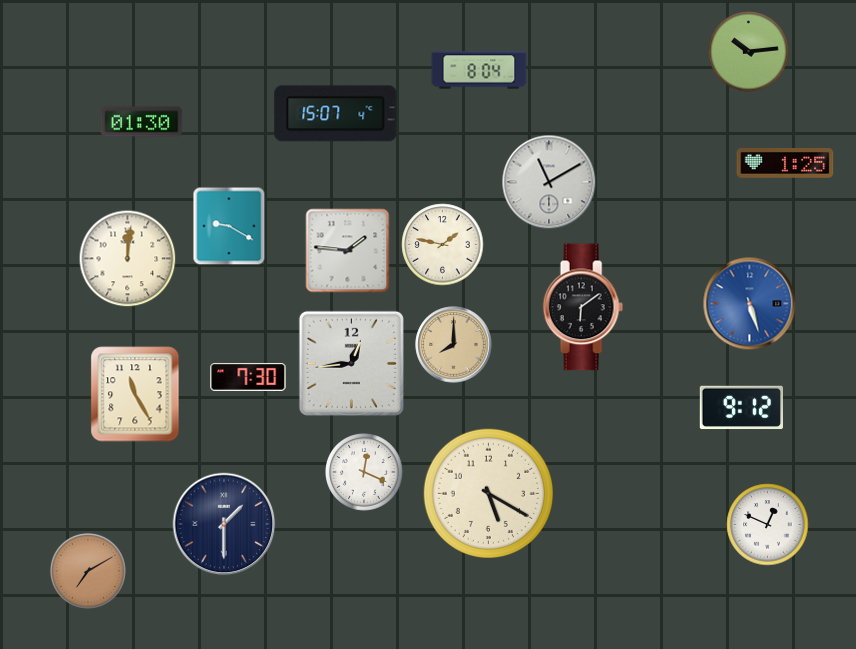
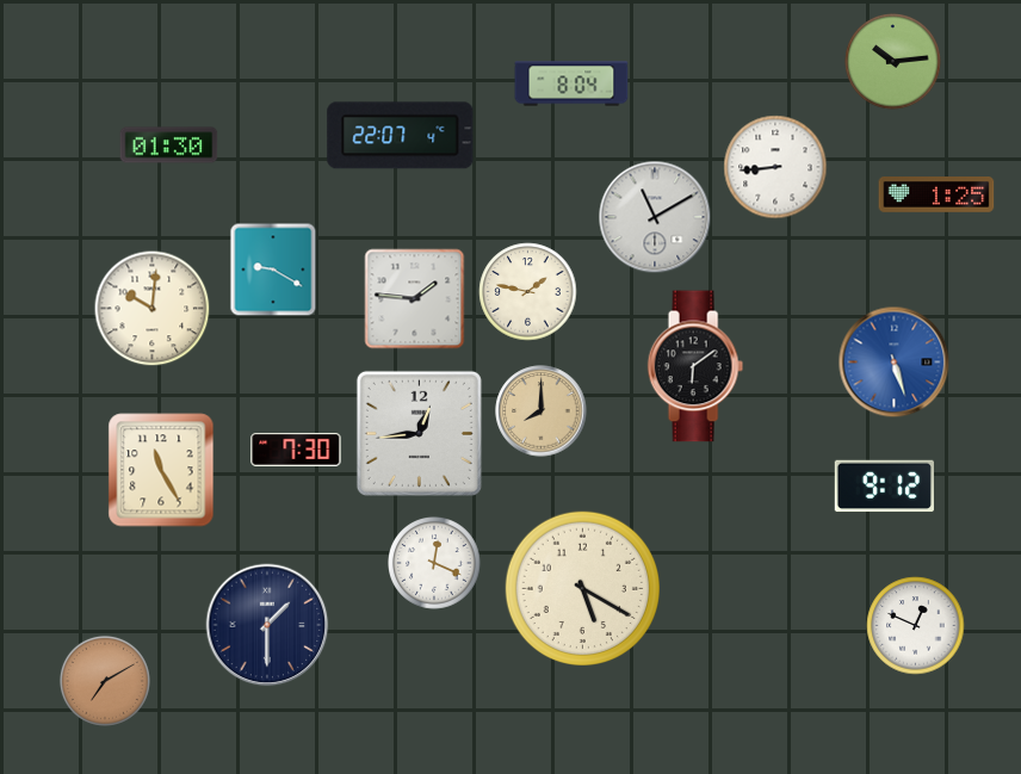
clock at (336, 114): 15:07 -> 22:07
clock at (775, 167): none -> 8:44
clock at (128, 259): 12:01 -> 10:01
